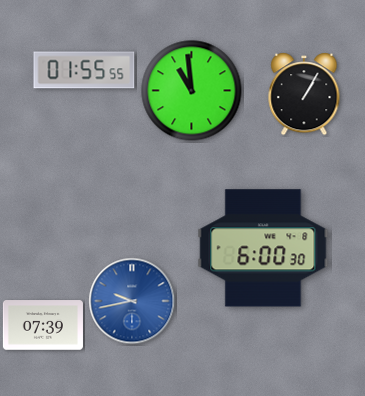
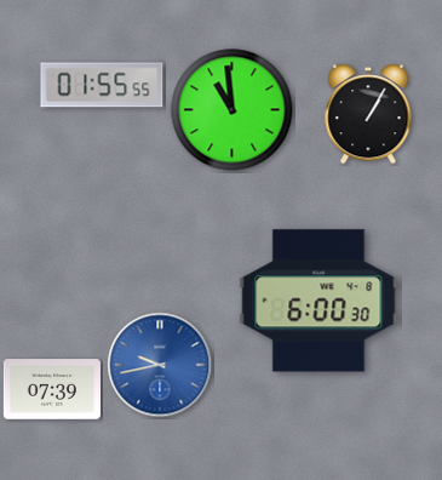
clock at (43, 325) position: (43, 325) -> (52, 389)
